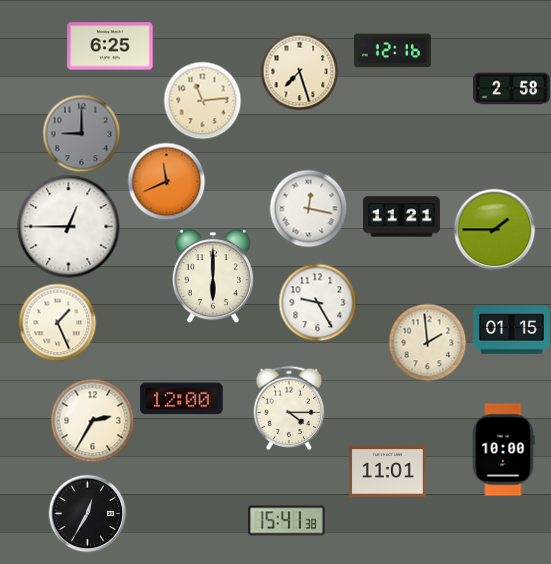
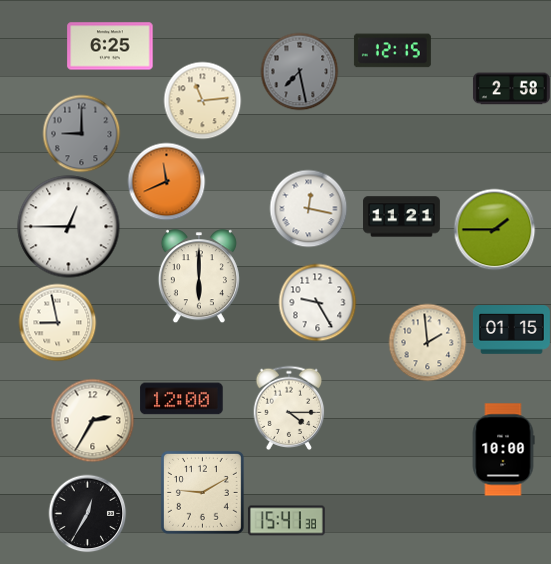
clock at (392, 51): 12:16 -> 12:15
clock at (299, 71): 7:27 -> 7:28
clock at (299, 71) dial: cream -> grey
clock at (213, 276) position: (213, 276) -> (199, 276)
clock at (57, 322): 1:26 -> 8:58
clock at (387, 472): 11:01 -> none
clock at (202, 492): none -> 9:10
